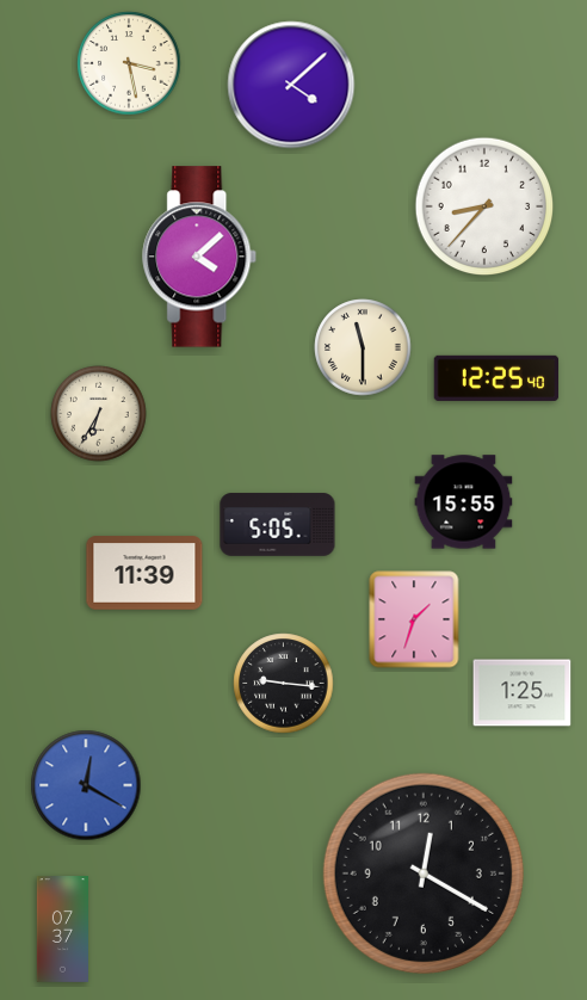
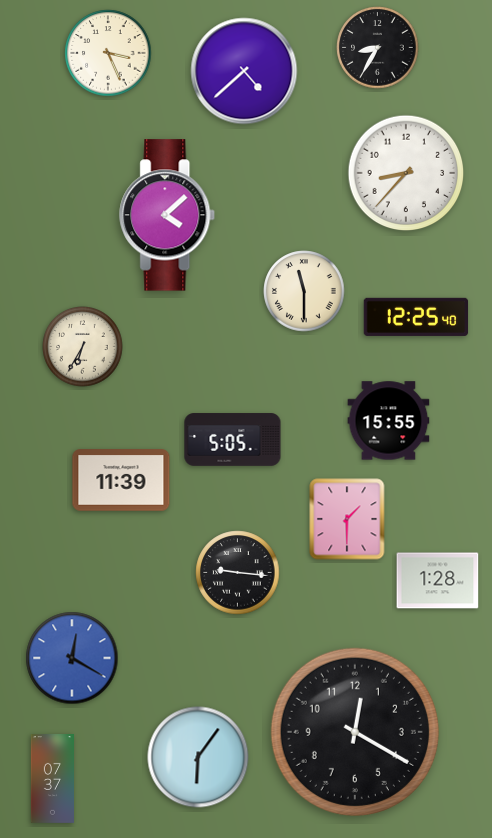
clock at (378, 48): none -> 8:35
clock at (129, 63): 3:28 -> 3:26
clock at (291, 85): 4:08 -> 4:38
clock at (414, 619): 1:33 -> 1:30
clock at (523, 693): 1:25 -> 1:28
clock at (198, 757): none -> 6:06
